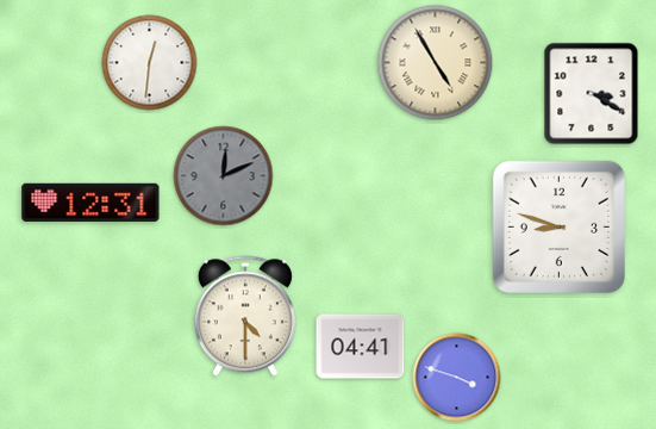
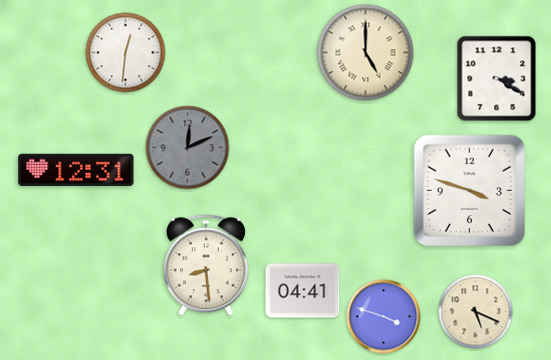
clock at (436, 63): 4:55 -> 5:00
clock at (558, 226): 8:48 -> 3:48
clock at (245, 316): 4:30 -> 8:29
clock at (476, 312): none -> 5:19
